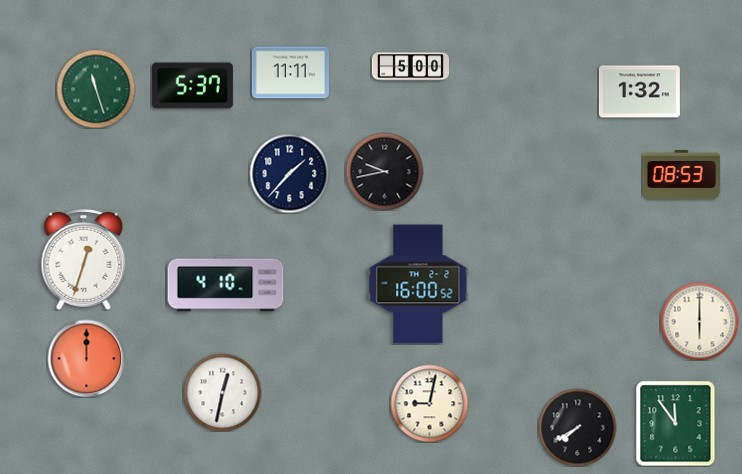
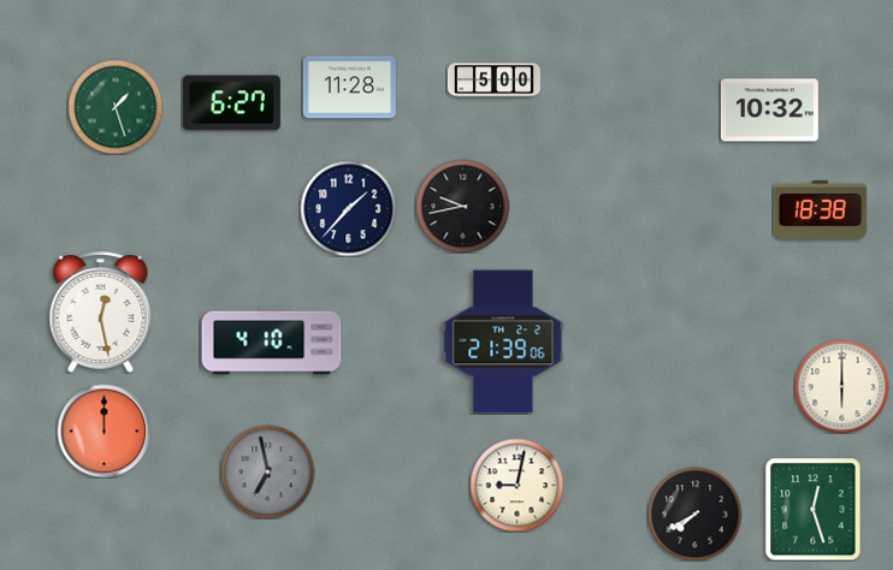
clock at (290, 73): 11:11 -> 11:28
clock at (192, 86): 5:37 -> 6:27
clock at (96, 89): 11:27 -> 1:27
clock at (639, 92): 1:32 -> 10:32
clock at (681, 175): 08:53 -> 18:38
clock at (84, 260): 12:33 -> 12:28
clock at (418, 284): 16:00 -> 21:39
clock at (222, 392): 12:32 -> 6:58
clock at (222, 392) dial: white -> grey
clock at (676, 423): 11:54 -> 12:27
